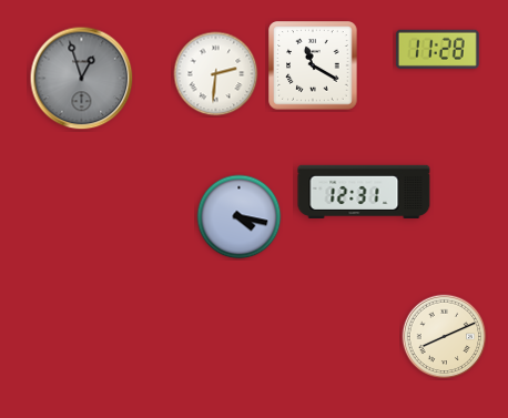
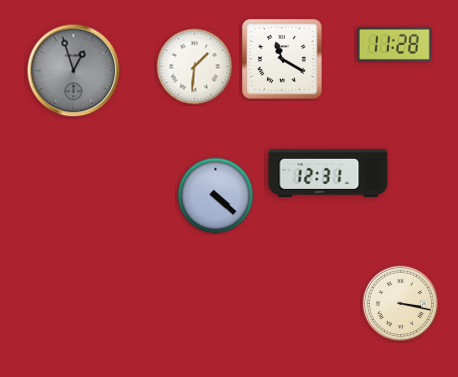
clock at (216, 74): 2:31 -> 1:31
clock at (240, 217): 4:17 -> 4:22
clock at (445, 337): 8:11 -> 3:17
